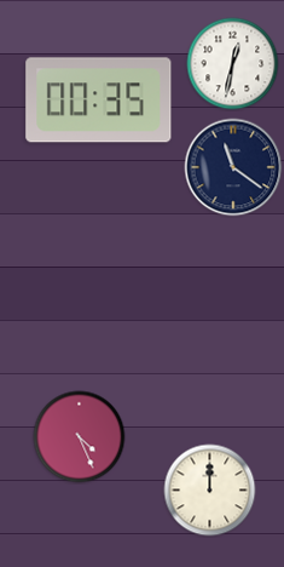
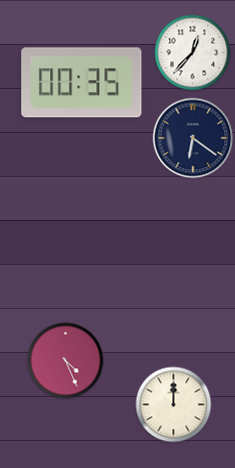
clock at (233, 64): 12:32 -> 12:37
clock at (233, 167): 11:21 -> 6:21
